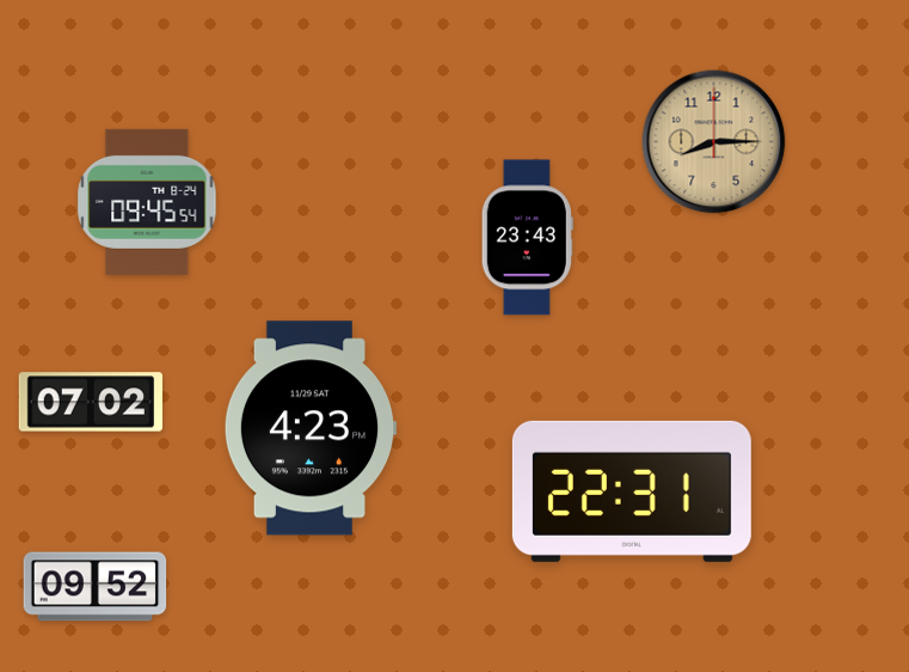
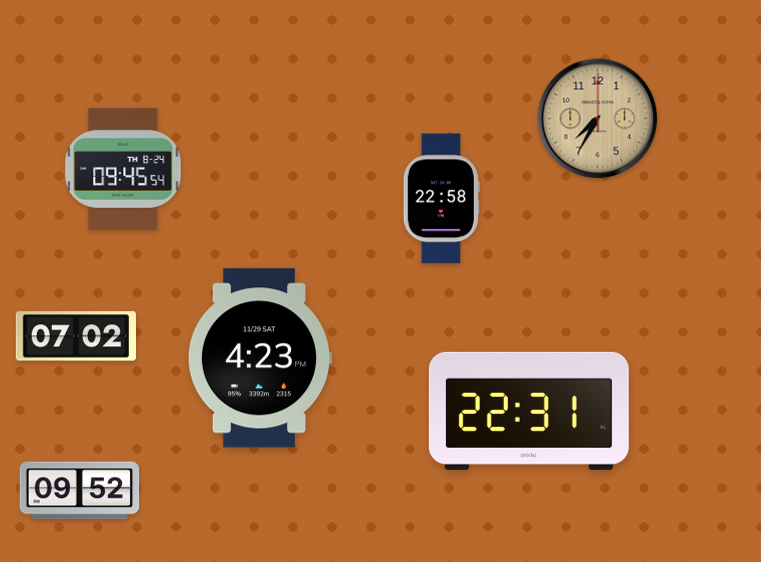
clock at (714, 142): 8:15 -> 7:35
clock at (527, 238): 23:43 -> 22:58
